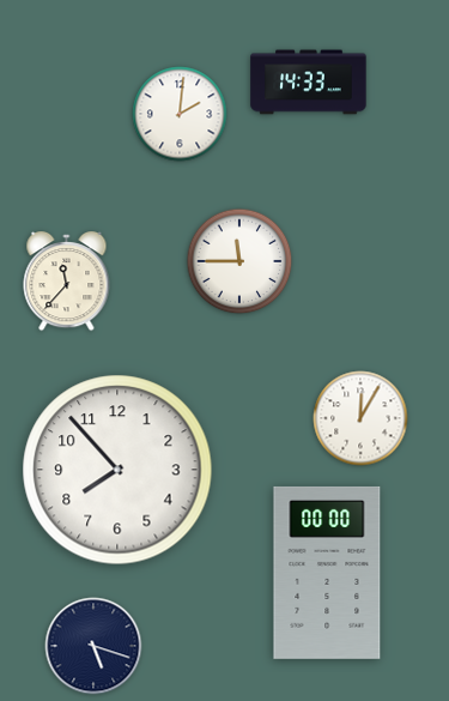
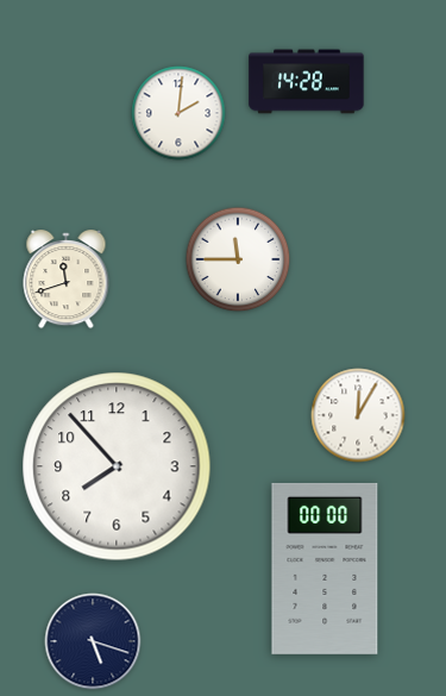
clock at (309, 83): 14:33 -> 14:28
clock at (67, 283): 11:37 -> 11:42
